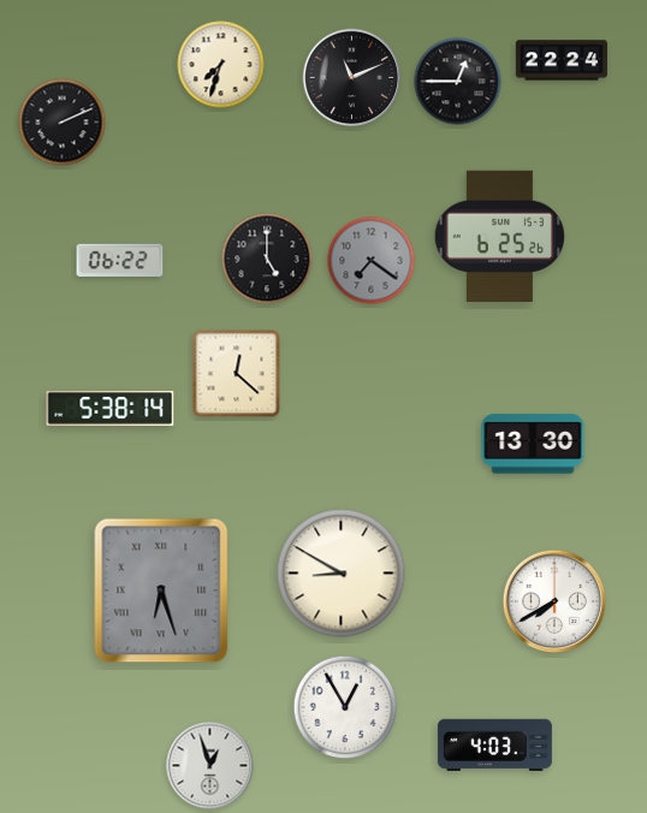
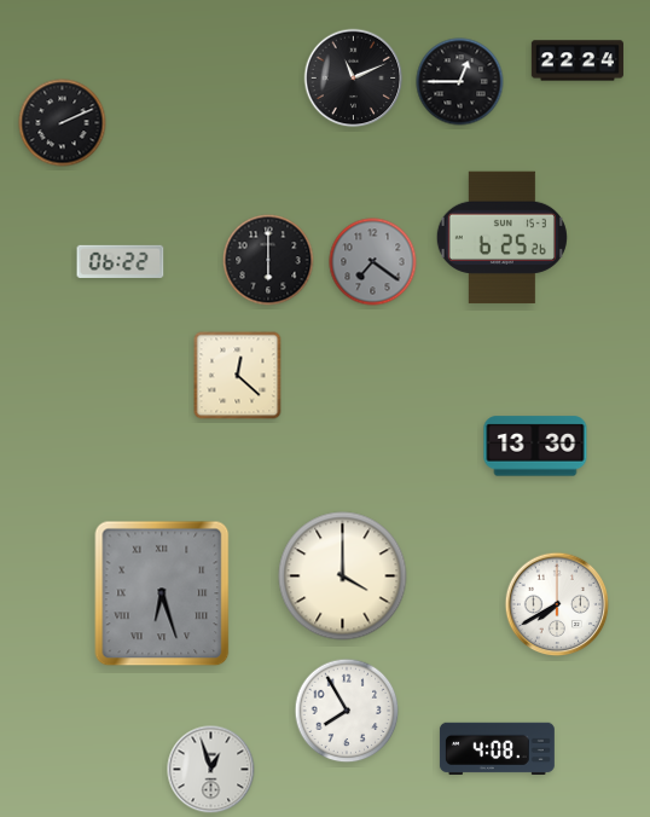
clock at (562, 60) position: (562, 60) -> (578, 60)
clock at (221, 65): 7:33 -> none
clock at (267, 259): 5:00 -> 6:00
clock at (111, 409): 5:38 -> none
clock at (342, 574): 8:50 -> 4:00
clock at (345, 707): 12:55 -> 7:55
clock at (494, 744): 4:03 -> 4:08
